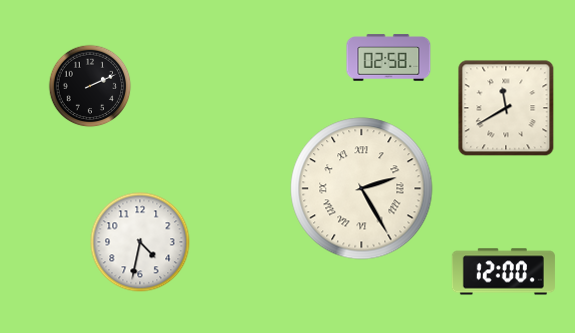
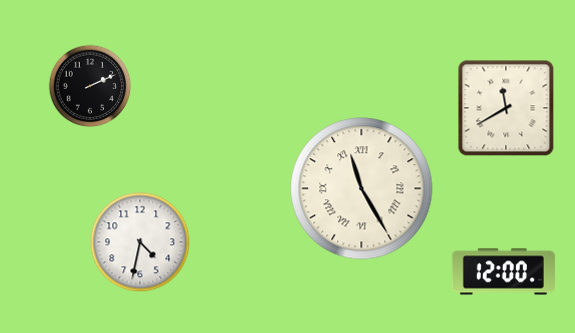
clock at (389, 58): 02:58 -> none
clock at (362, 189): 2:25 -> 11:25
